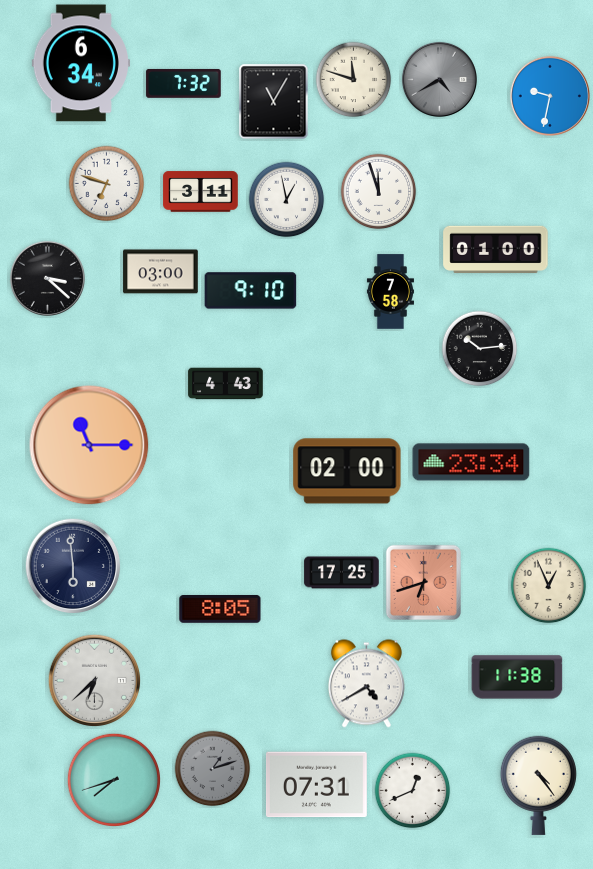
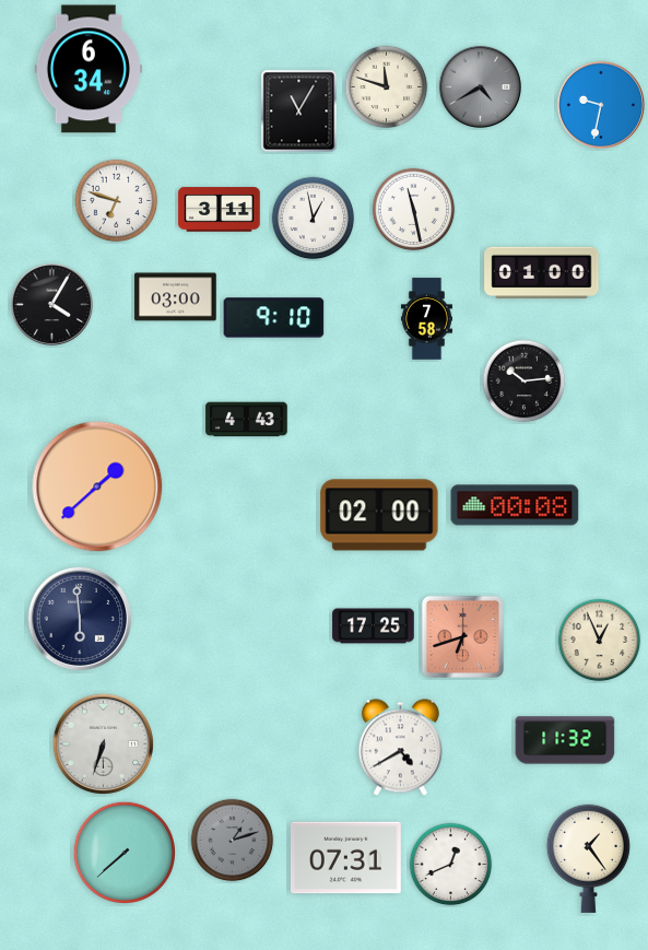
clock at (184, 83): 7:32 -> none
clock at (379, 192): 11:57 -> 11:28
clock at (47, 278): 3:22 -> 4:05
clock at (89, 445): 11:15 -> 1:38
clock at (471, 462): 23:34 -> 00:08
clock at (220, 610): 8:05 -> none
clock at (517, 677): 11:38 -> 11:32
clock at (95, 681): 6:38 -> 6:33
clock at (113, 779): 7:42 -> 7:38
clock at (538, 785): 4:24 -> 1:24
